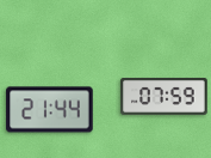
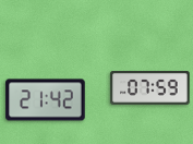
clock at (50, 110): 21:44 -> 21:42
